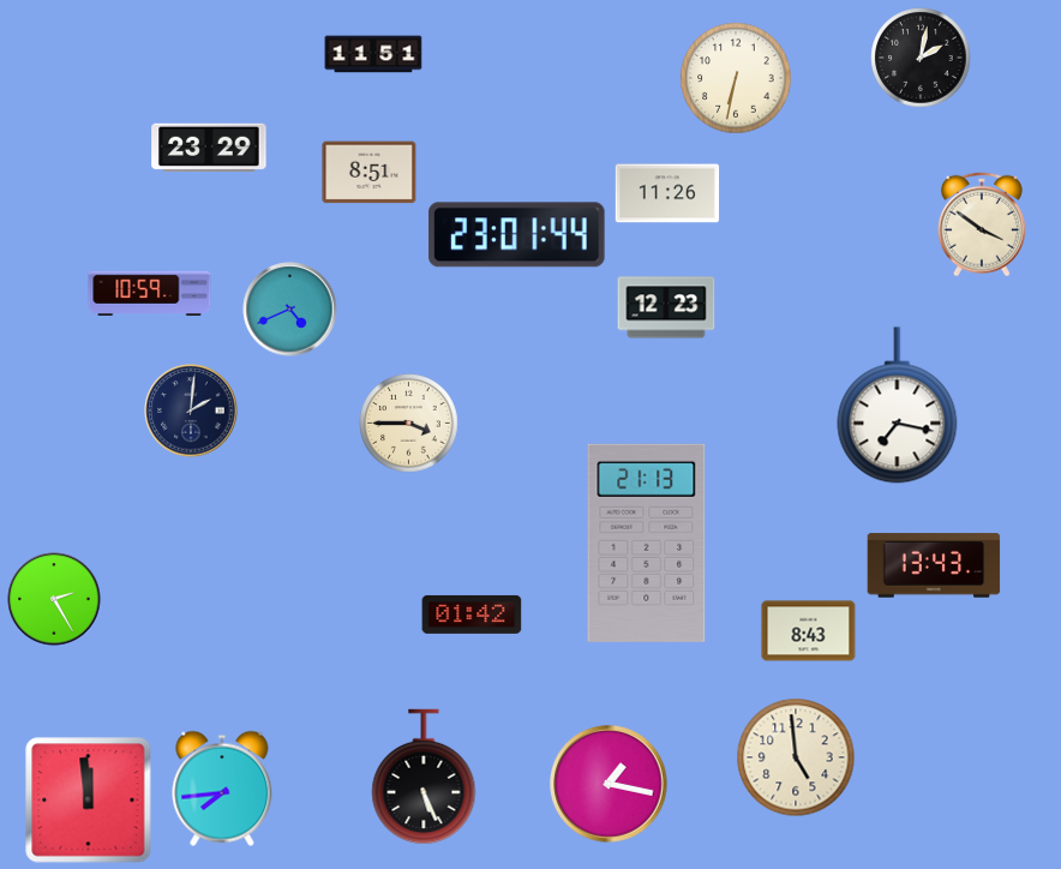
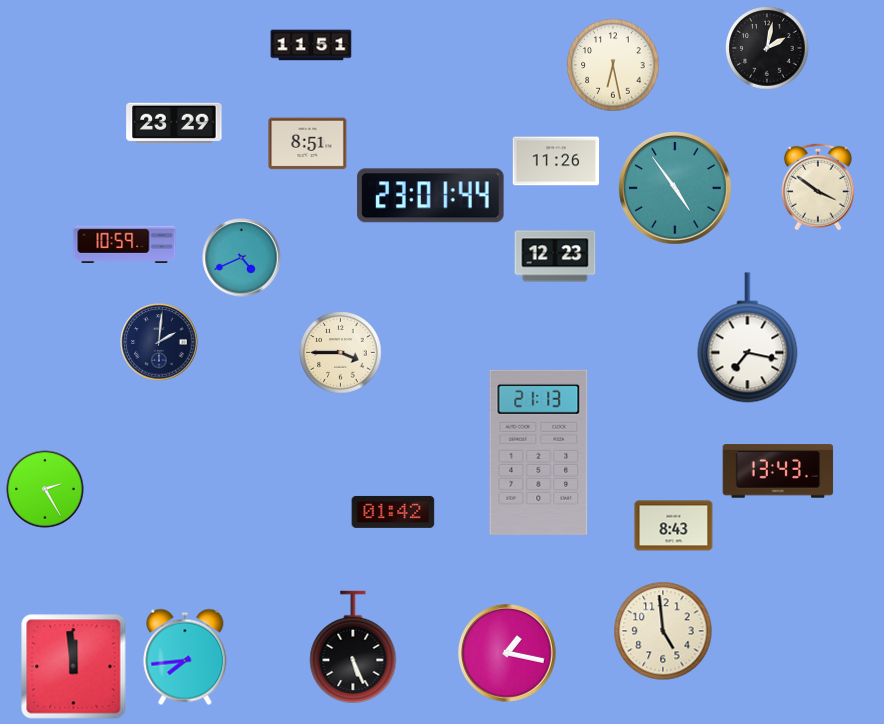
clock at (736, 78): 6:32 -> 6:28
clock at (676, 189): none -> 4:54
clock at (54, 599) position: (54, 599) -> (45, 489)
